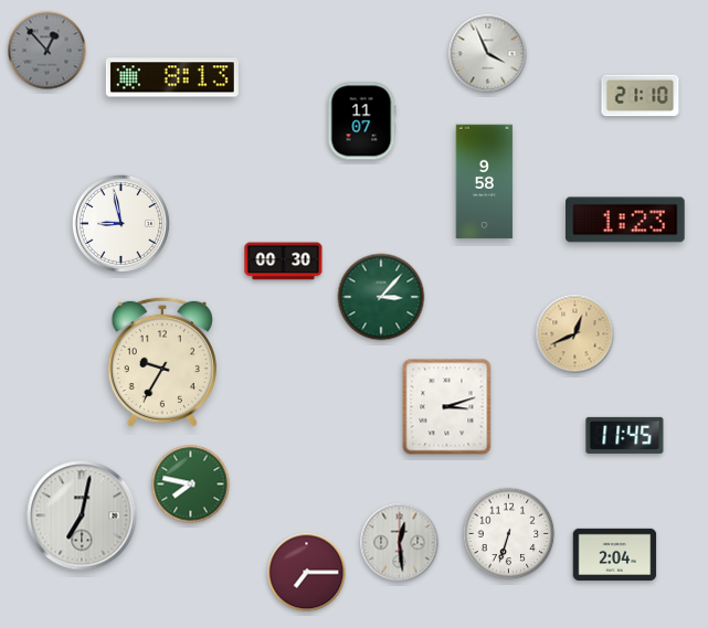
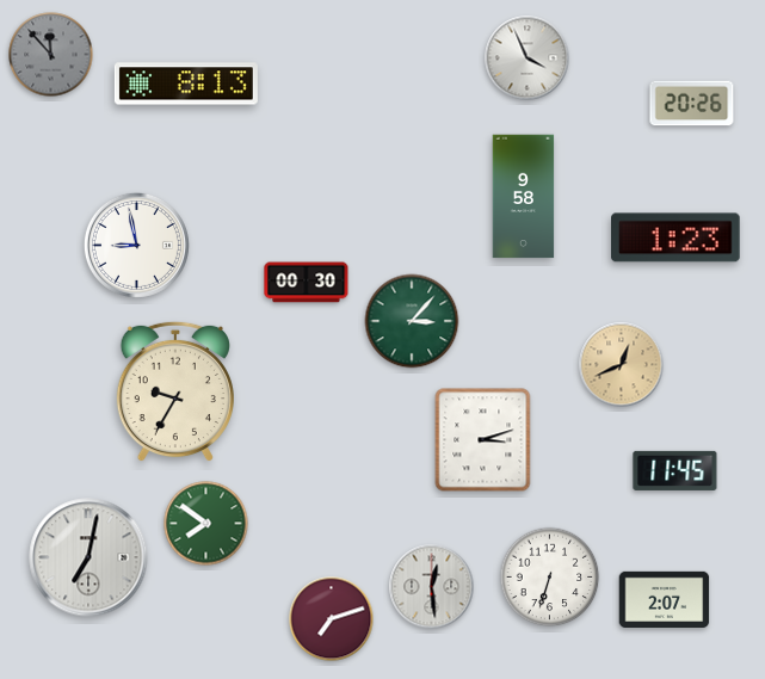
clock at (47, 51): 12:53 -> 11:53
clock at (641, 96): 21:10 -> 20:26
clock at (361, 121): 11:07 -> none
clock at (120, 223) position: (120, 223) -> (136, 245)
clock at (575, 334) position: (575, 334) -> (622, 365)
clock at (191, 485): 7:47 -> 7:51
clock at (615, 554): 2:04 -> 2:07
clock at (307, 573): 7:15 -> 7:12
